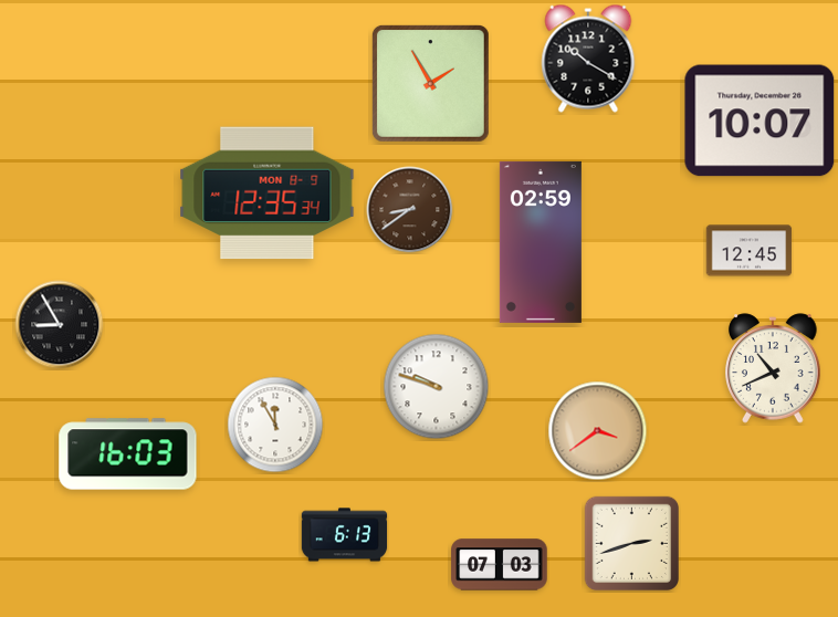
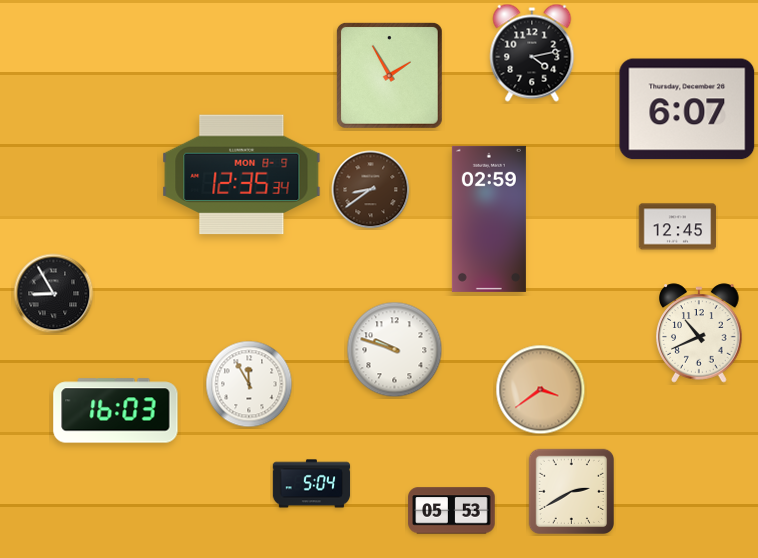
clock at (588, 59): 10:20 -> 4:13
clock at (760, 121): 10:07 -> 6:07
clock at (345, 535): 6:13 -> 5:04
clock at (631, 543): 2:42 -> 2:40
clock at (500, 565): 07:03 -> 05:53
